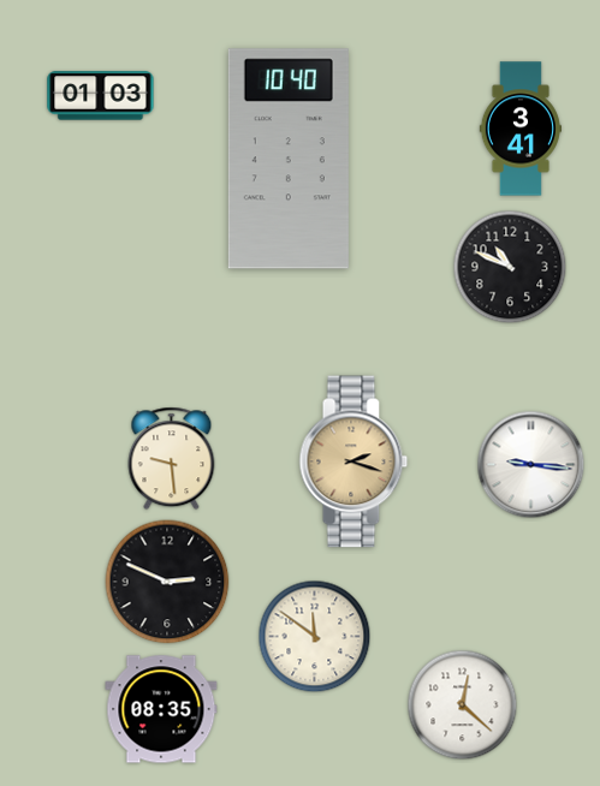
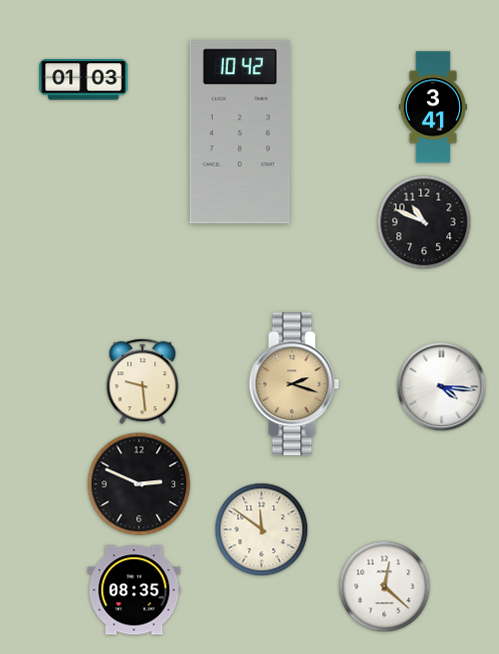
clock at (289, 159): 10:40 -> 10:42
clock at (531, 465): 9:16 -> 4:16
